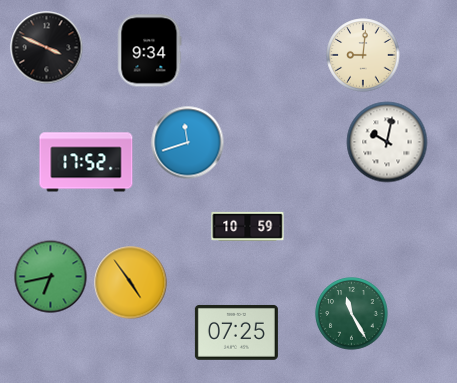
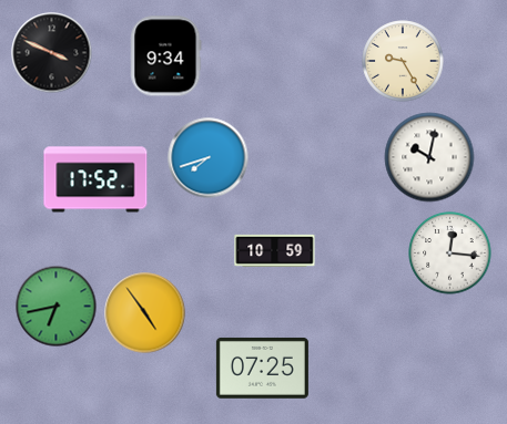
clock at (363, 55): 9:01 -> 9:25
clock at (188, 143): 11:42 -> 7:42
clock at (450, 254): none -> 12:16
clock at (352, 314): 11:25 -> none
